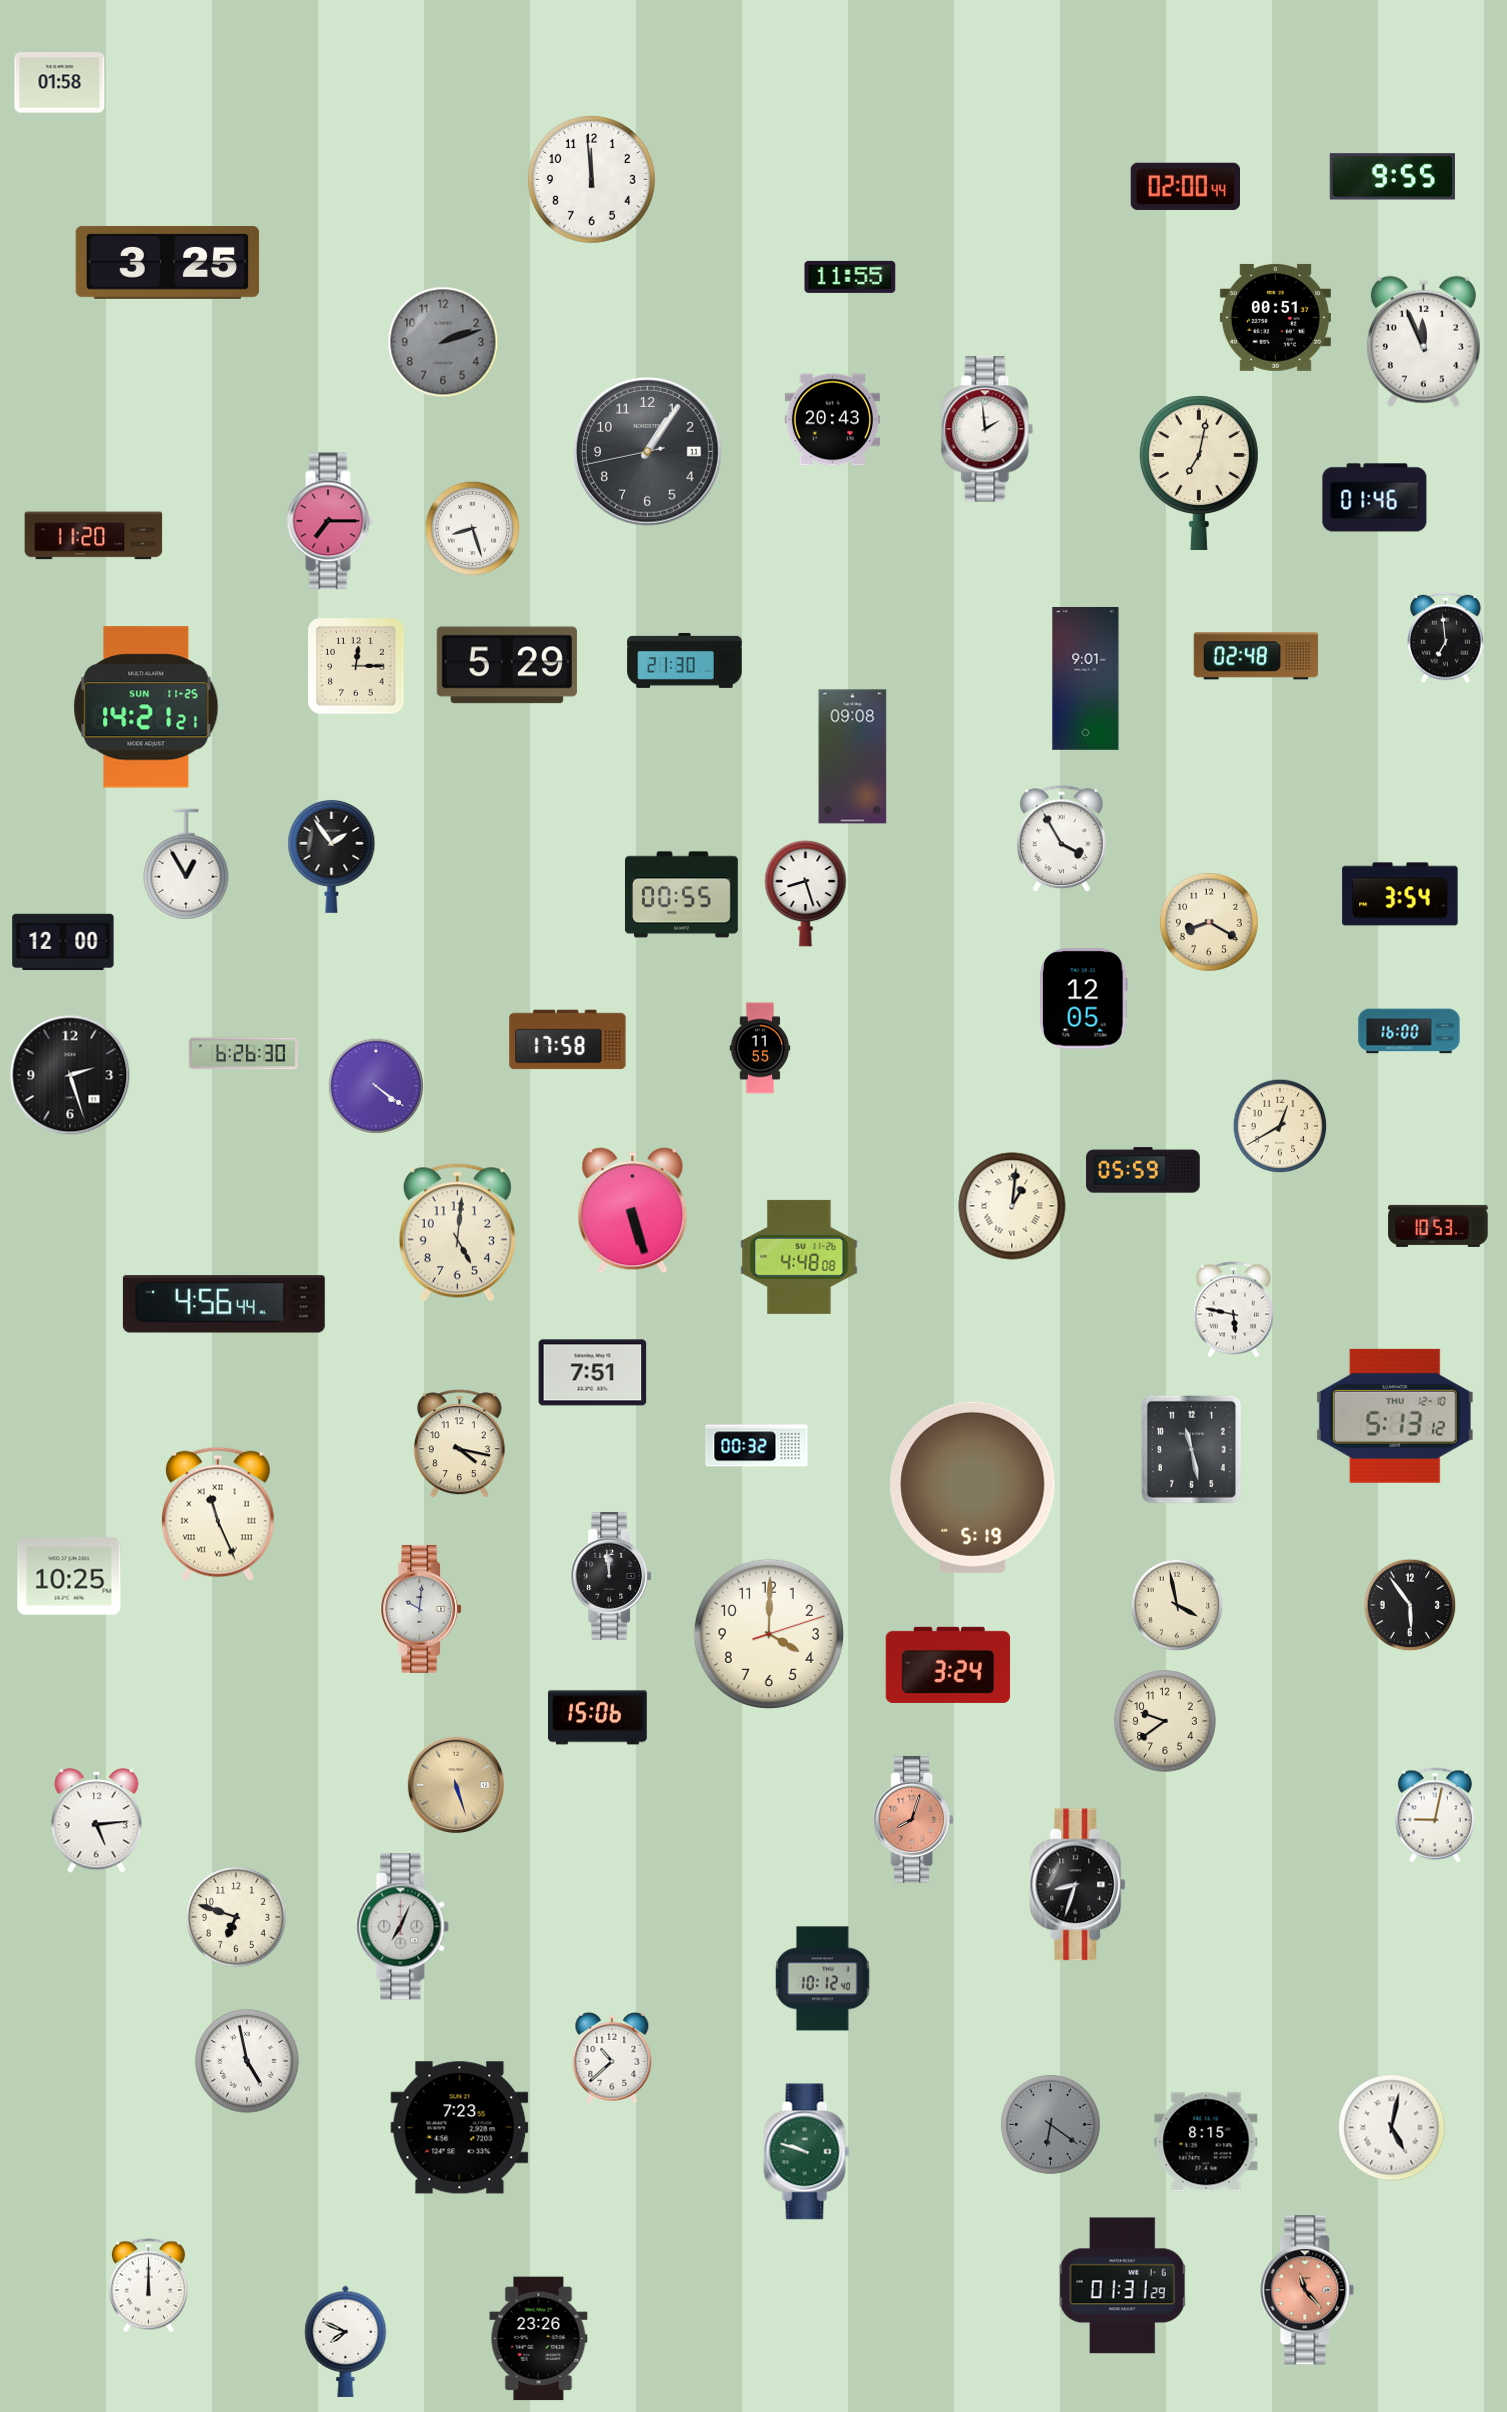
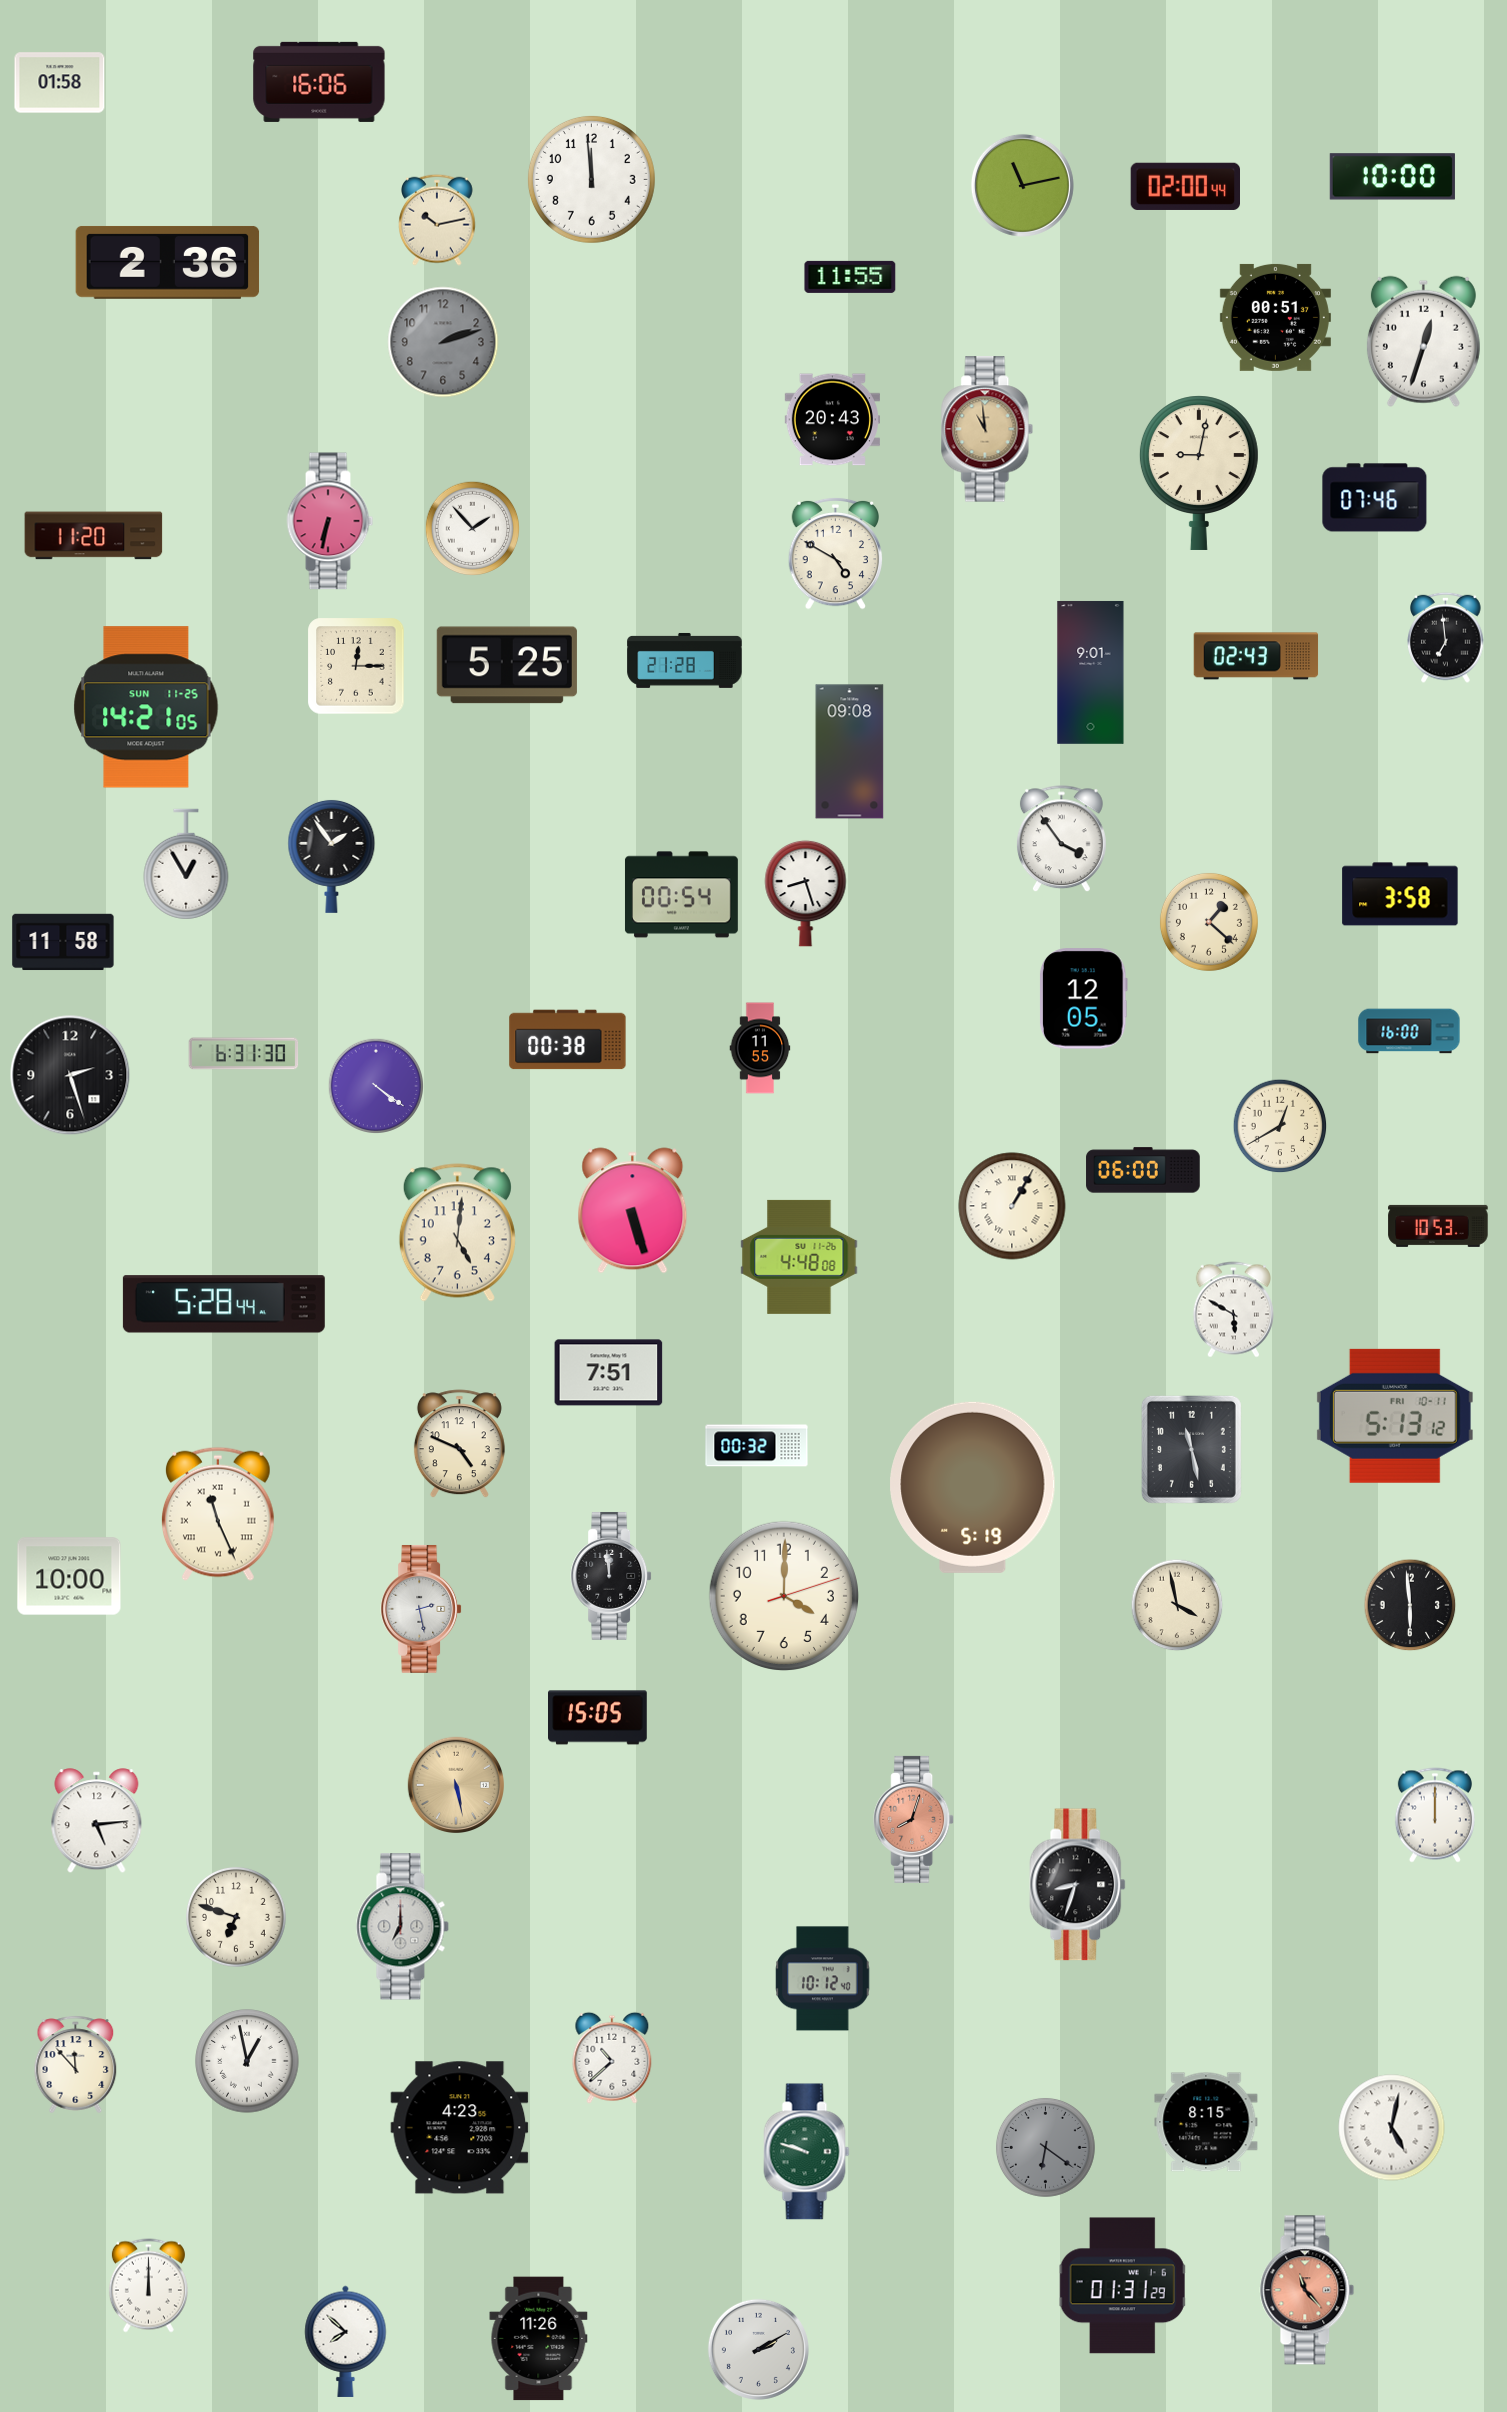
clock at (319, 82): none -> 16:06
clock at (1392, 177): 9:55 -> 10:00
clock at (1022, 185): none -> 11:13
clock at (438, 220): none -> 10:13
clock at (168, 262): 3:25 -> 2:36
clock at (1423, 341): 11:56 -> 12:33
clock at (987, 429): 1:59 -> 10:59
clock at (987, 429) dial: white -> champagne
clock at (648, 452): 1:05 -> none
clock at (1199, 473): 7:02 -> 9:02
clock at (1375, 498): 01:46 -> 07:46
clock at (330, 521): 7:15 -> 6:32
clock at (473, 529): 8:27 -> 1:53
clock at (836, 553): none -> 4:50
clock at (1256, 656): 02:48 -> 02:43
clock at (685, 660): 21:30 -> 21:28
clock at (507, 665): 5:29 -> 5:25
clock at (1086, 679) position: (1086, 679) -> (1091, 673)
clock at (146, 707): 14:21:21 -> 14:21:05
clock at (853, 757) position: (853, 757) -> (850, 752)
clock at (1061, 839): 3:55 -> 3:54
clock at (1400, 894): 3:54 -> 3:58
clock at (681, 895): 00:55 -> 00:54
clock at (1209, 922): 8:20 -> 1:22
clock at (63, 942): 12:00 -> 11:58
clock at (568, 1040): 17:58 -> 00:38
clock at (244, 1054): 6:26 -> 6:31
clock at (1143, 1170): 05:59 -> 06:00
clock at (1012, 1206): 1:01 -> 1:05
clock at (224, 1304): 4:56 -> 5:28
clock at (1233, 1310): 5:47 -> 5:50
clock at (593, 1373) position: (593, 1373) -> (609, 1373)
clock at (1395, 1416) date: THU 12-10 -> FRI 10-11
clock at (459, 1444): 4:17 -> 4:49
clock at (69, 1576): 10:25 -> 10:00
clock at (1410, 1605): 5:54 -> 5:59
clock at (421, 1609): 10:01 -> 2:28
clock at (769, 1634) position: (769, 1634) -> (784, 1596)
clock at (948, 1665): 3:24 -> none
clock at (598, 1718): 15:06 -> 15:05
clock at (1165, 1721): 9:39 -> none
clock at (455, 1784): 5:27 -> 5:28
clock at (1435, 1815): 9:02 -> 12:00
clock at (403, 1927): 7:04 -> 7:00
clock at (247, 2061): 4:58 -> 12:58
clock at (76, 2065): none -> 11:53
clock at (1050, 2124) position: (1050, 2124) -> (1045, 2147)
clock at (460, 2128): 7:23 -> 4:23
clock at (1206, 2142) position: (1206, 2142) -> (1206, 2122)
clock at (539, 2339): 23:26 -> 11:26
clock at (346, 2341): 7:49 -> 7:52
clock at (758, 2349): none -> 2:10
